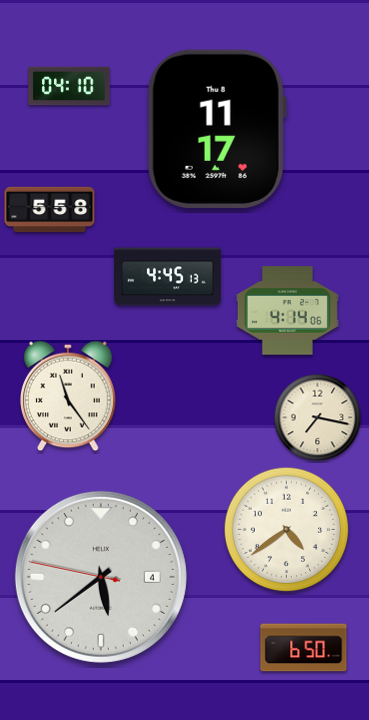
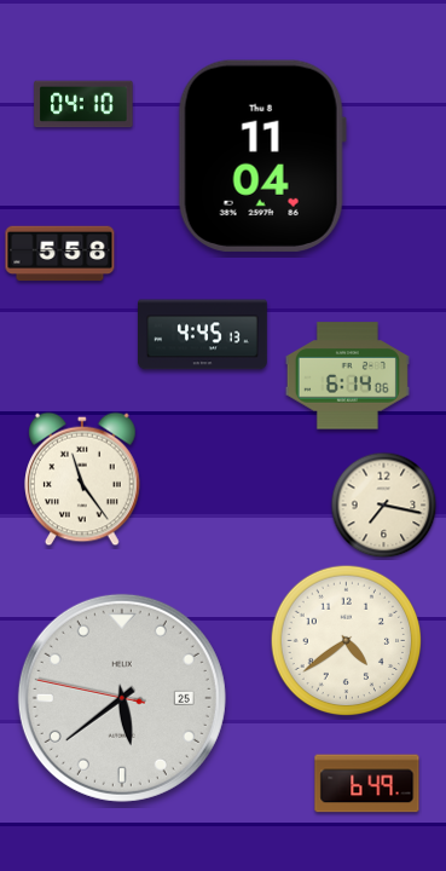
clock at (217, 129): 11:17 -> 11:04
clock at (287, 311): 4:14 -> 6:14
clock at (101, 577) date: 4 -> 25
clock at (304, 648): 6:50 -> 6:49
